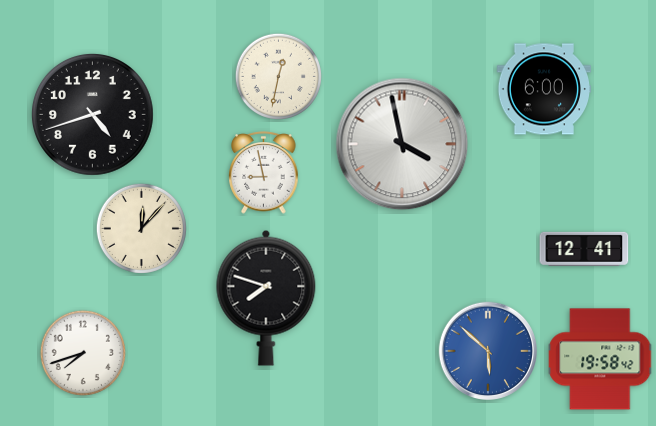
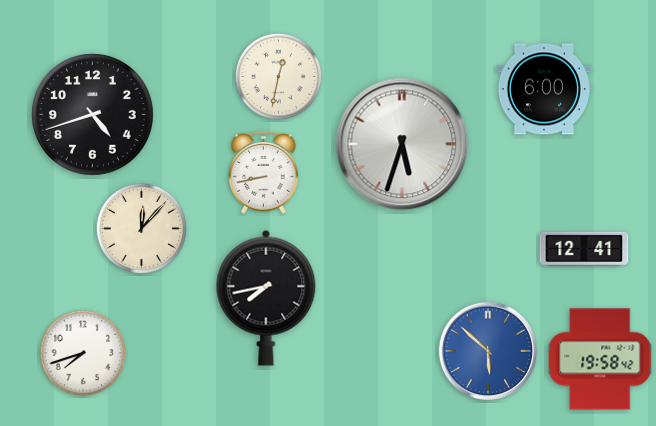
clock at (402, 144): 3:58 -> 5:33
clock at (264, 173): 8:58 -> 8:43
clock at (266, 298): 7:48 -> 7:43
